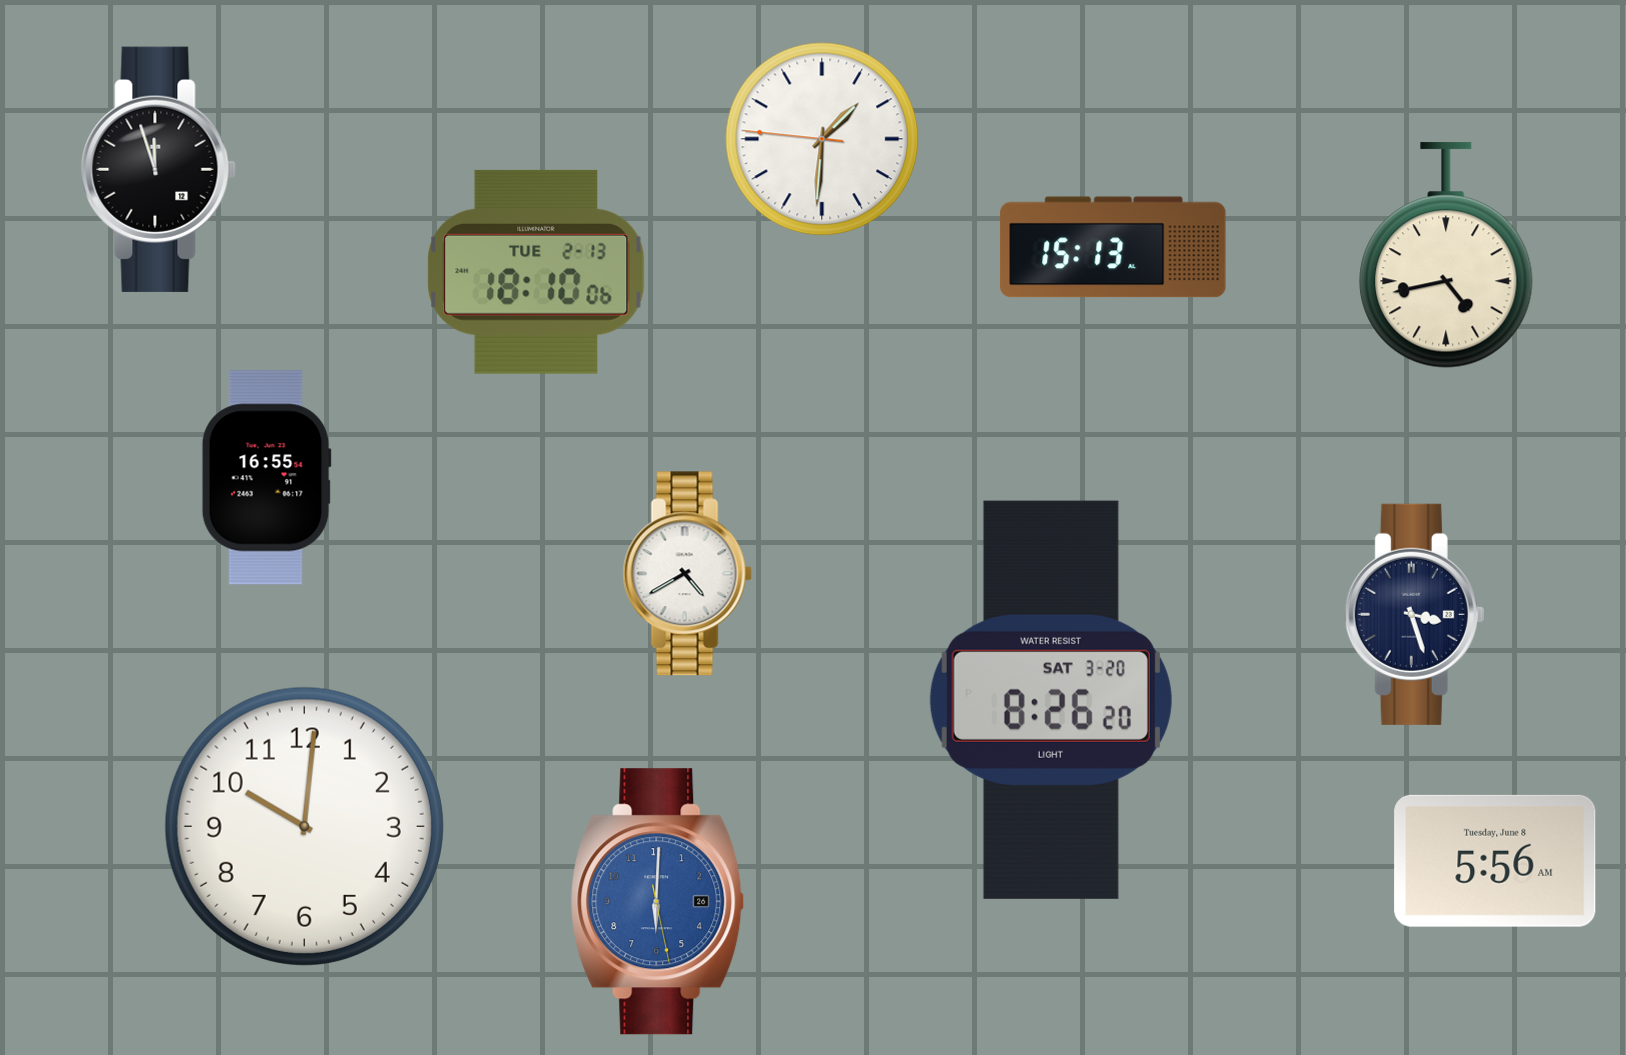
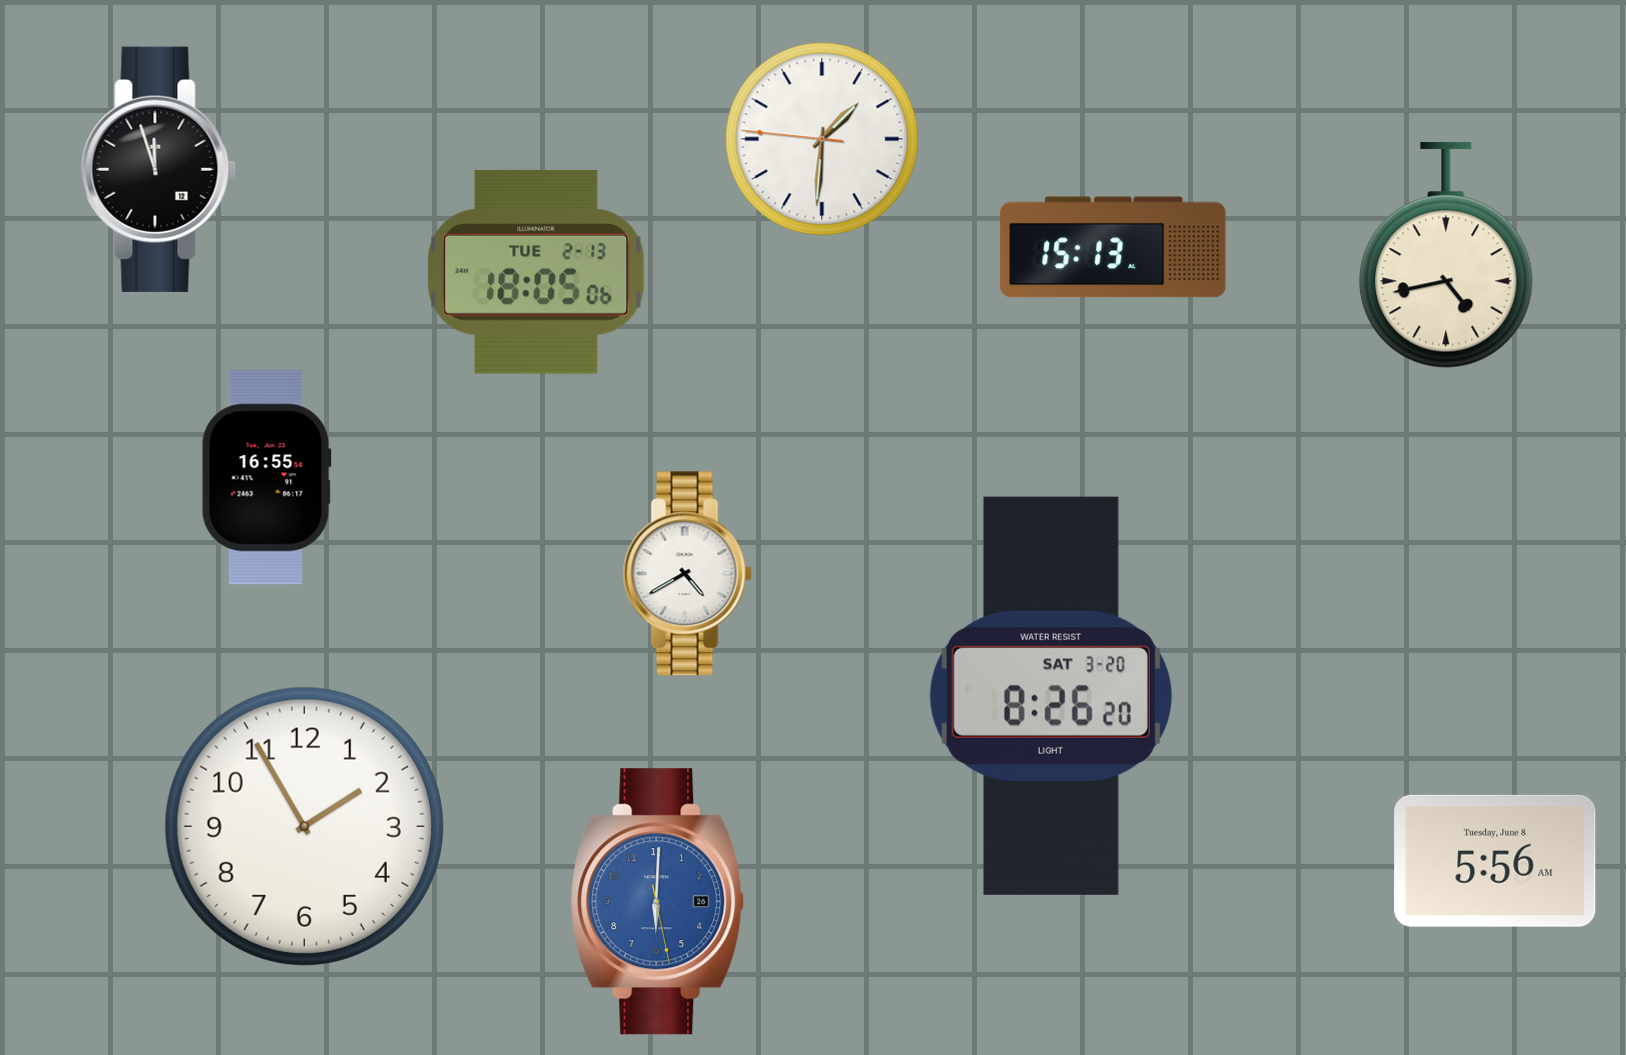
clock at (536, 272): 18:10 -> 18:05
clock at (1415, 614): 3:27 -> none
clock at (1051, 700) position: (1051, 700) -> (1051, 696)
clock at (304, 826): 10:01 -> 1:55
